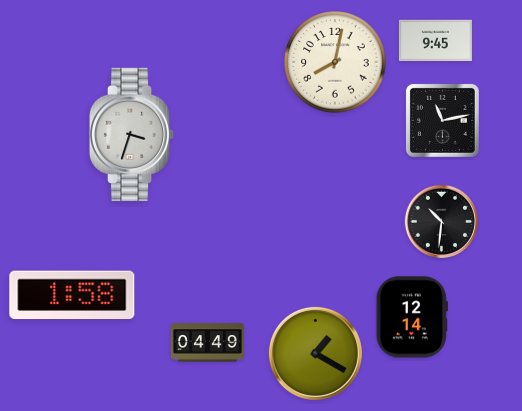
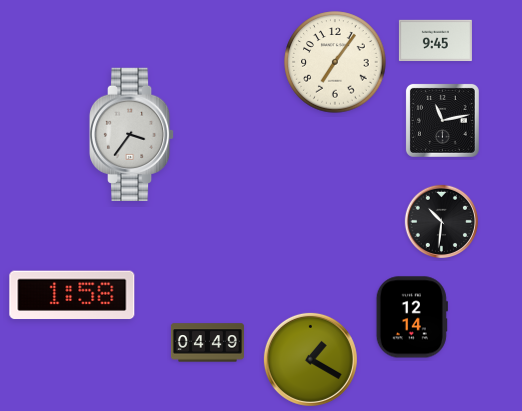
clock at (335, 62): 8:02 -> 7:06
clock at (132, 134): 3:33 -> 3:36
clock at (315, 353) position: (315, 353) -> (310, 359)
